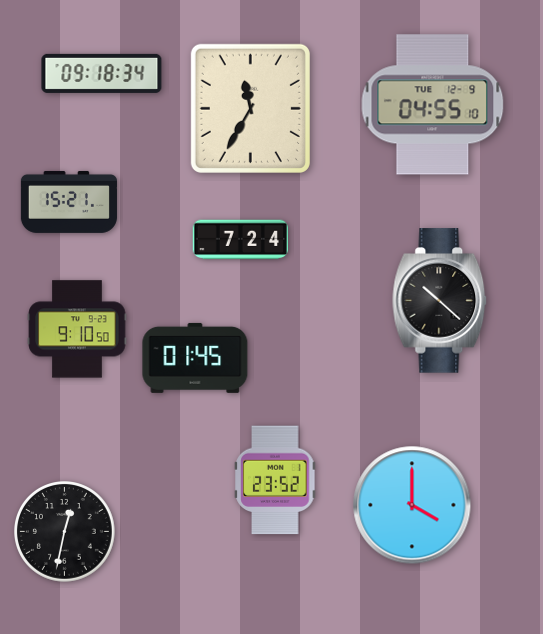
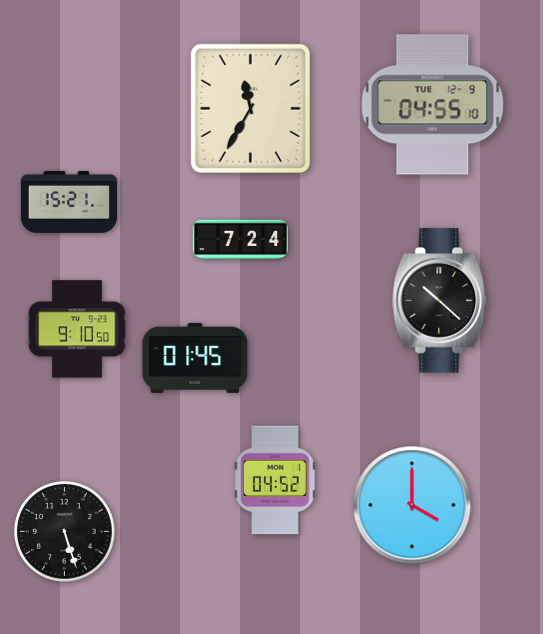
clock at (102, 73): 09:18 -> none
clock at (275, 480): 23:52 -> 04:52
clock at (65, 532): 12:32 -> 5:27
